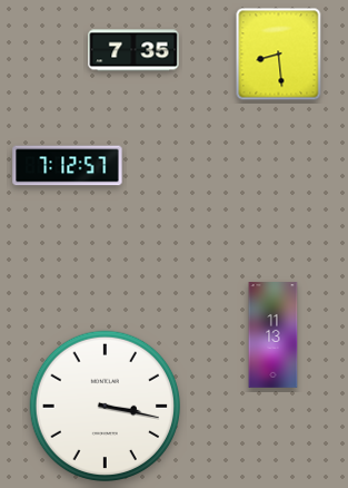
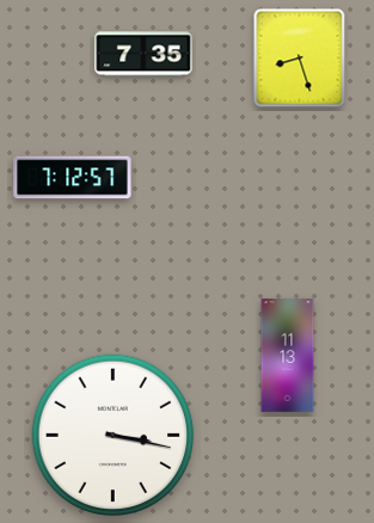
clock at (279, 55): 8:29 -> 8:27
clock at (274, 335) position: (274, 335) -> (288, 356)
